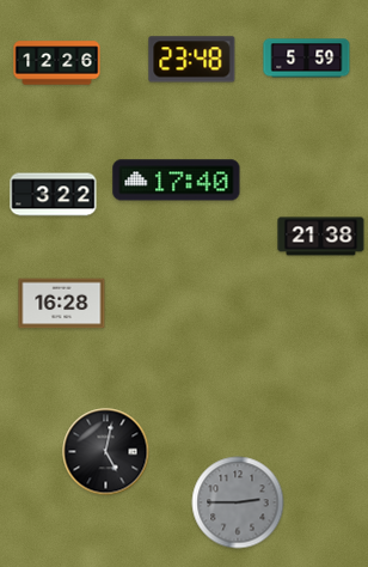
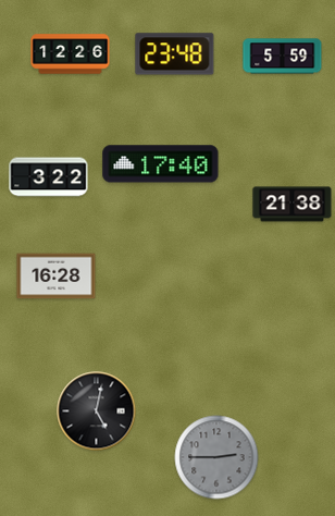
clock at (307, 59) position: (307, 59) -> (283, 57)
clock at (57, 63) position: (57, 63) -> (71, 54)
clock at (321, 237) position: (321, 237) -> (293, 205)
